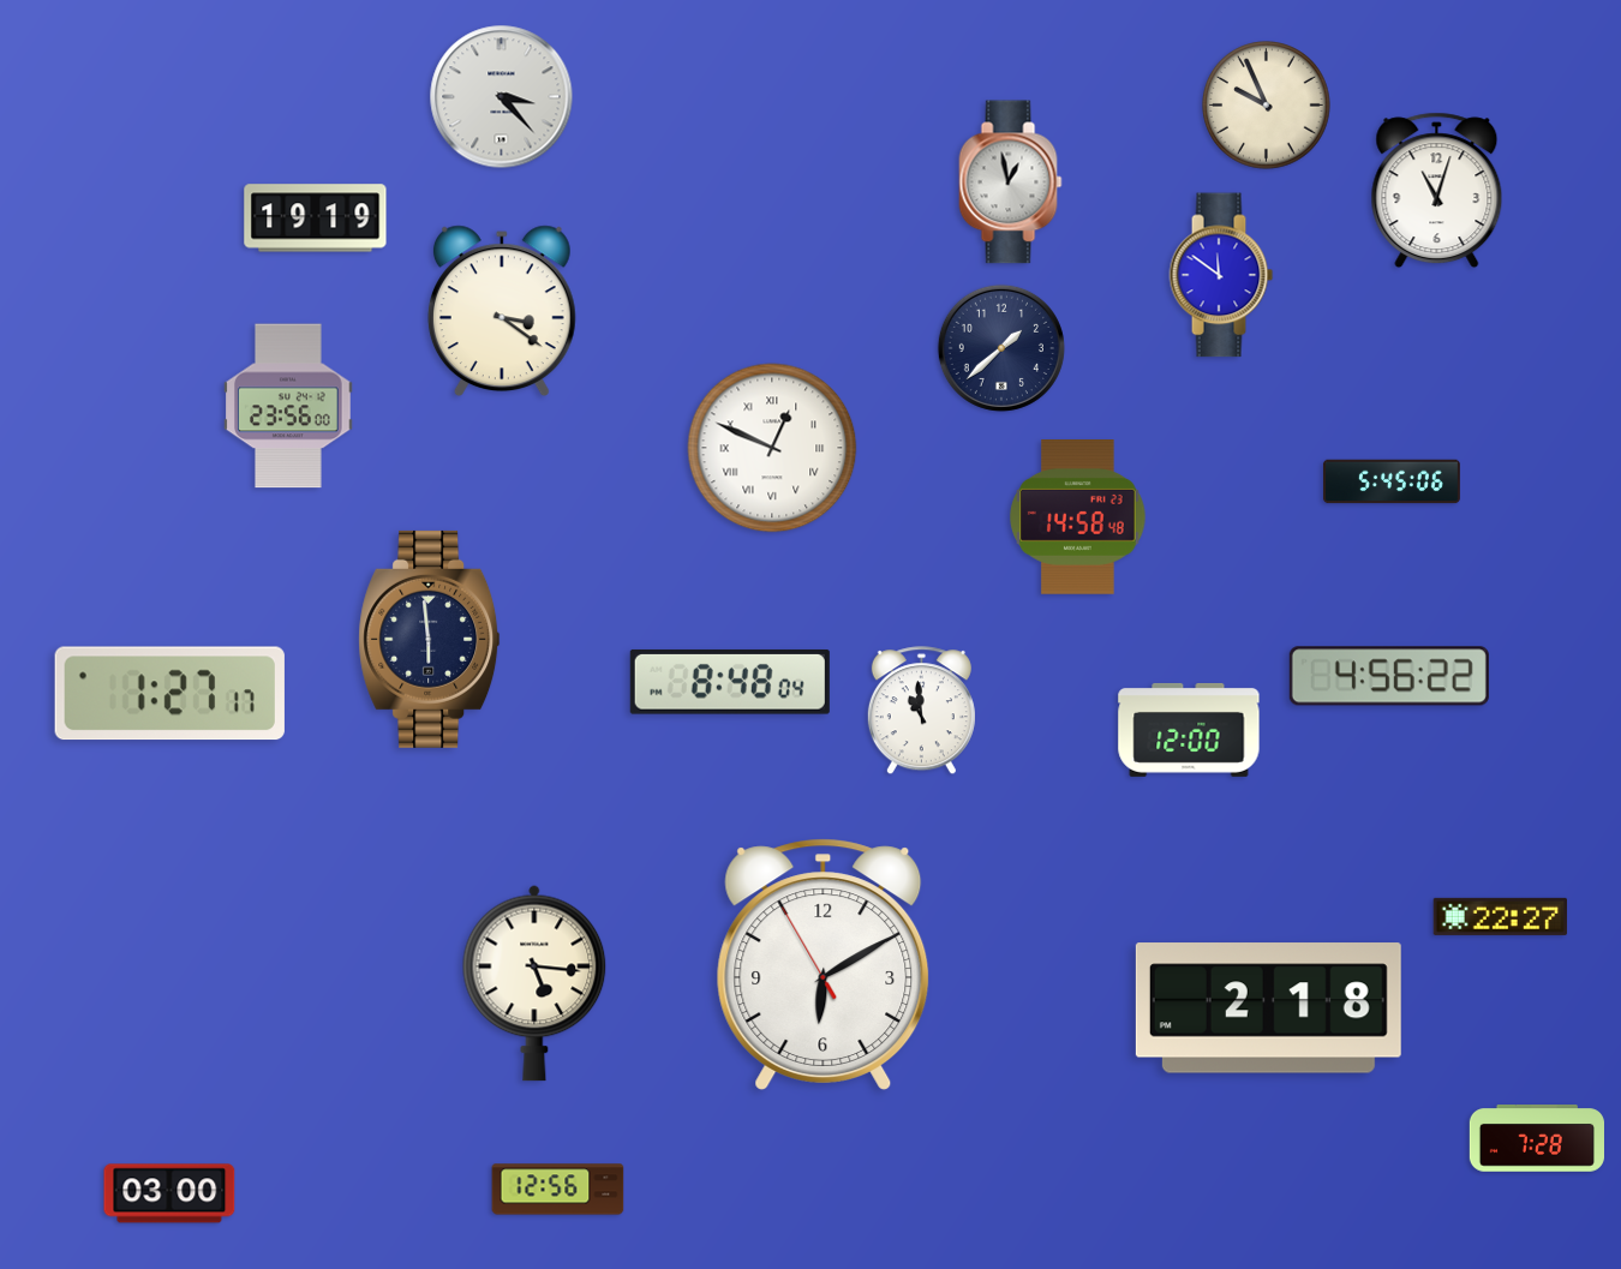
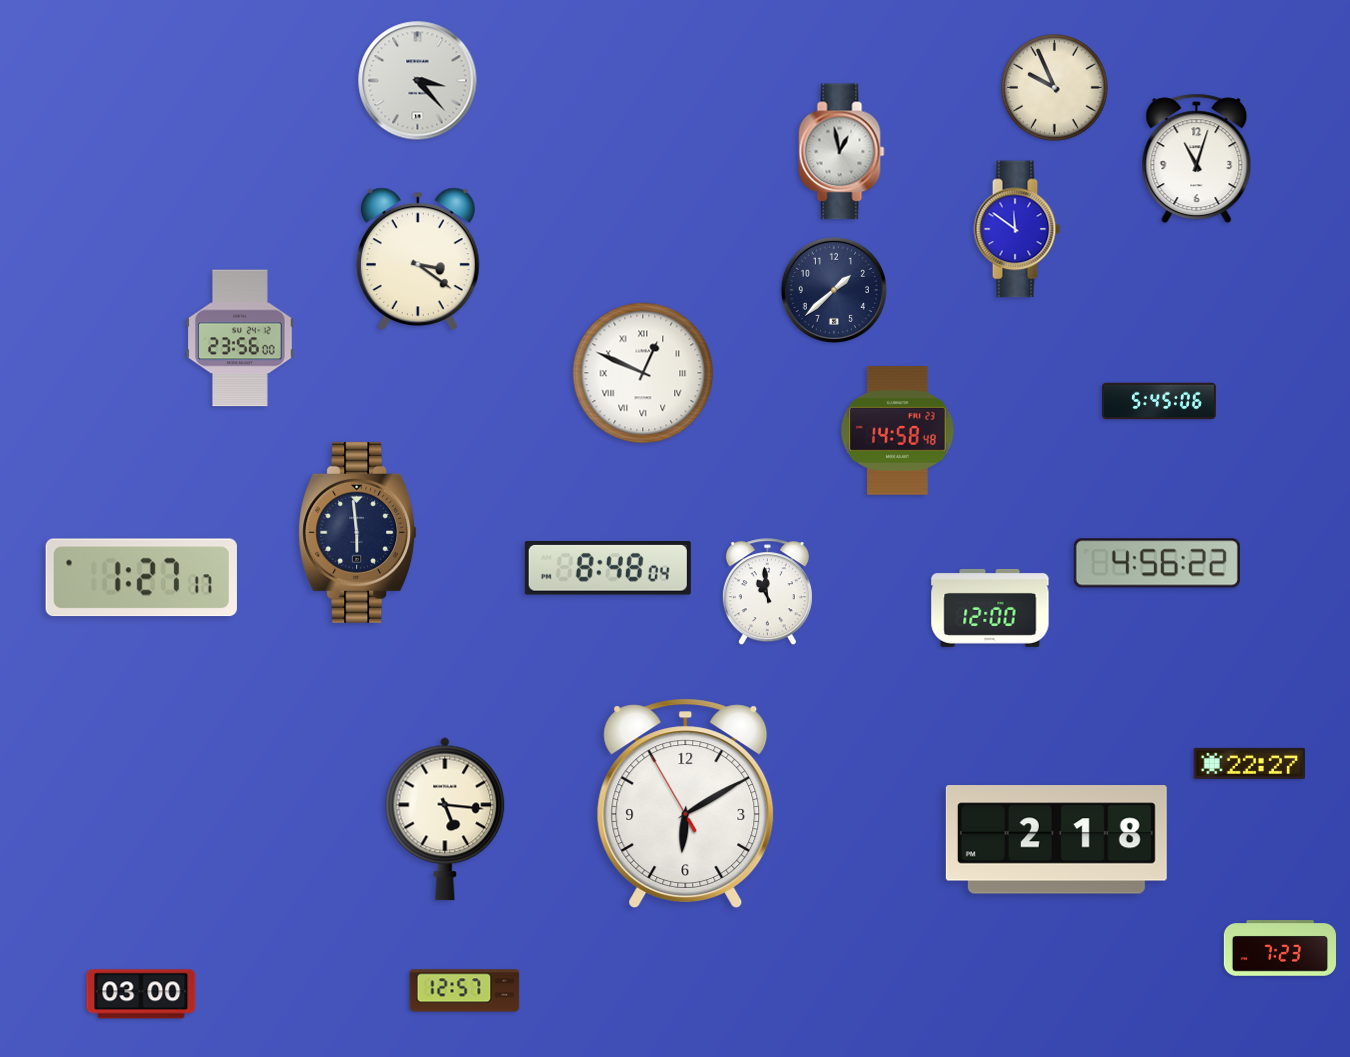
clock at (316, 219): 19:19 -> none
clock at (1536, 1138): 7:28 -> 7:23
clock at (558, 1190): 12:56 -> 12:57
